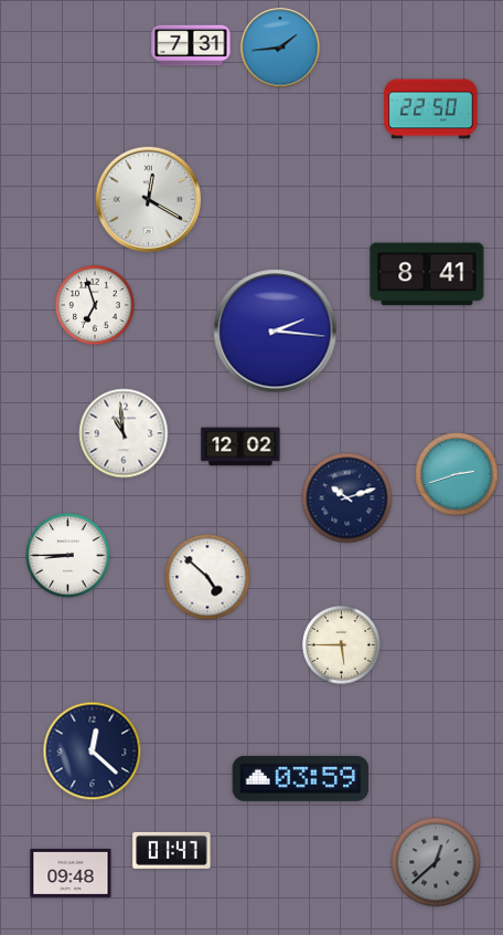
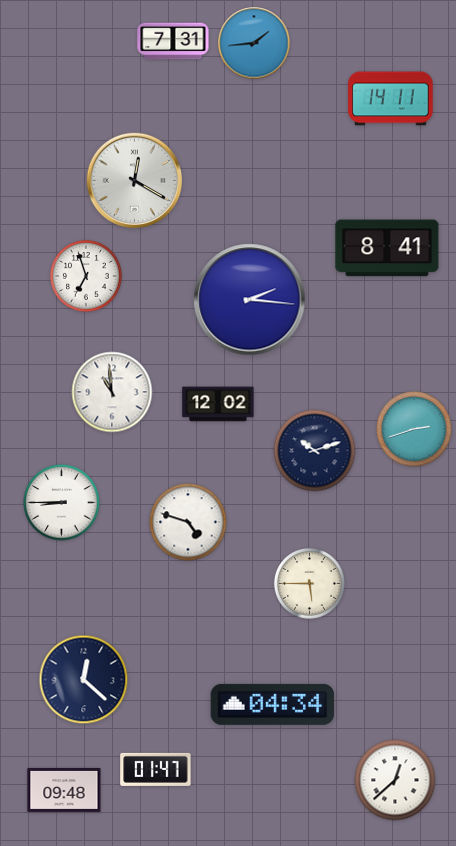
clock at (431, 109): 22:50 -> 14:11
clock at (207, 577): 4:52 -> 4:48
clock at (301, 778): 03:59 -> 04:34
clock at (436, 862) dial: grey -> white
